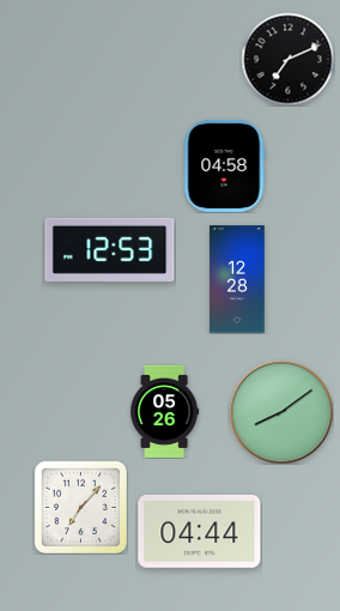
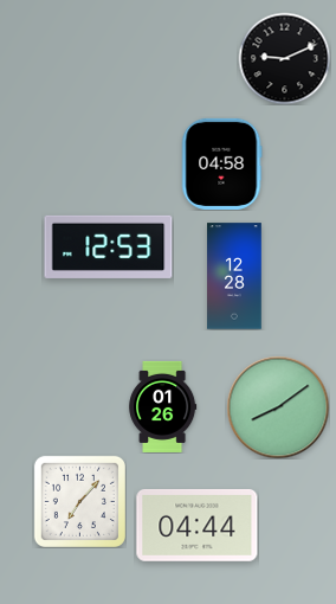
clock at (287, 59): 7:11 -> 9:11
clock at (165, 411): 05:26 -> 01:26
